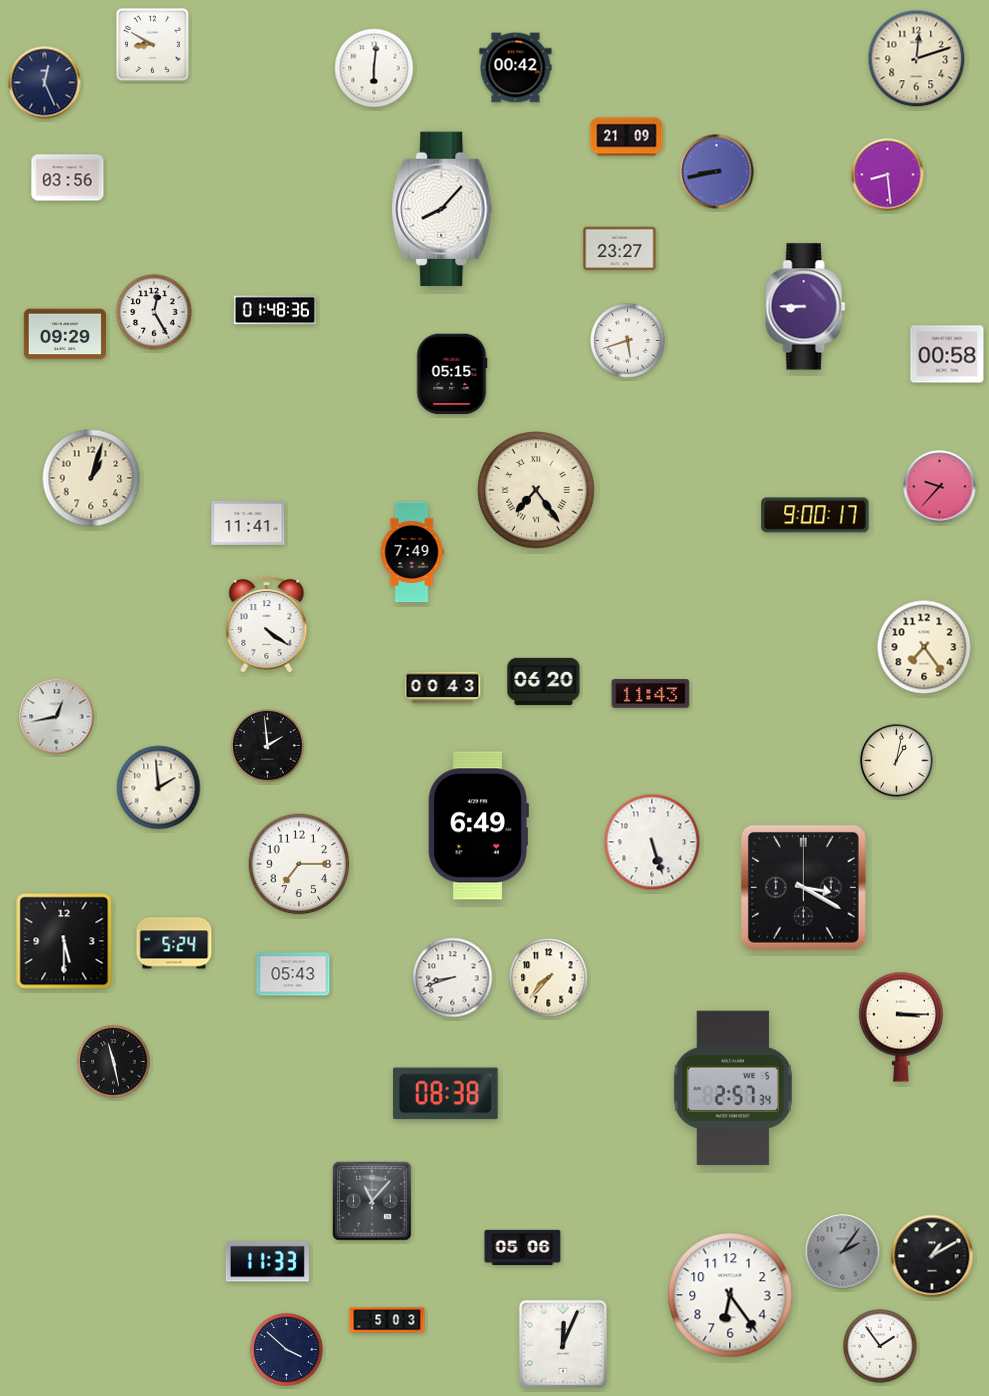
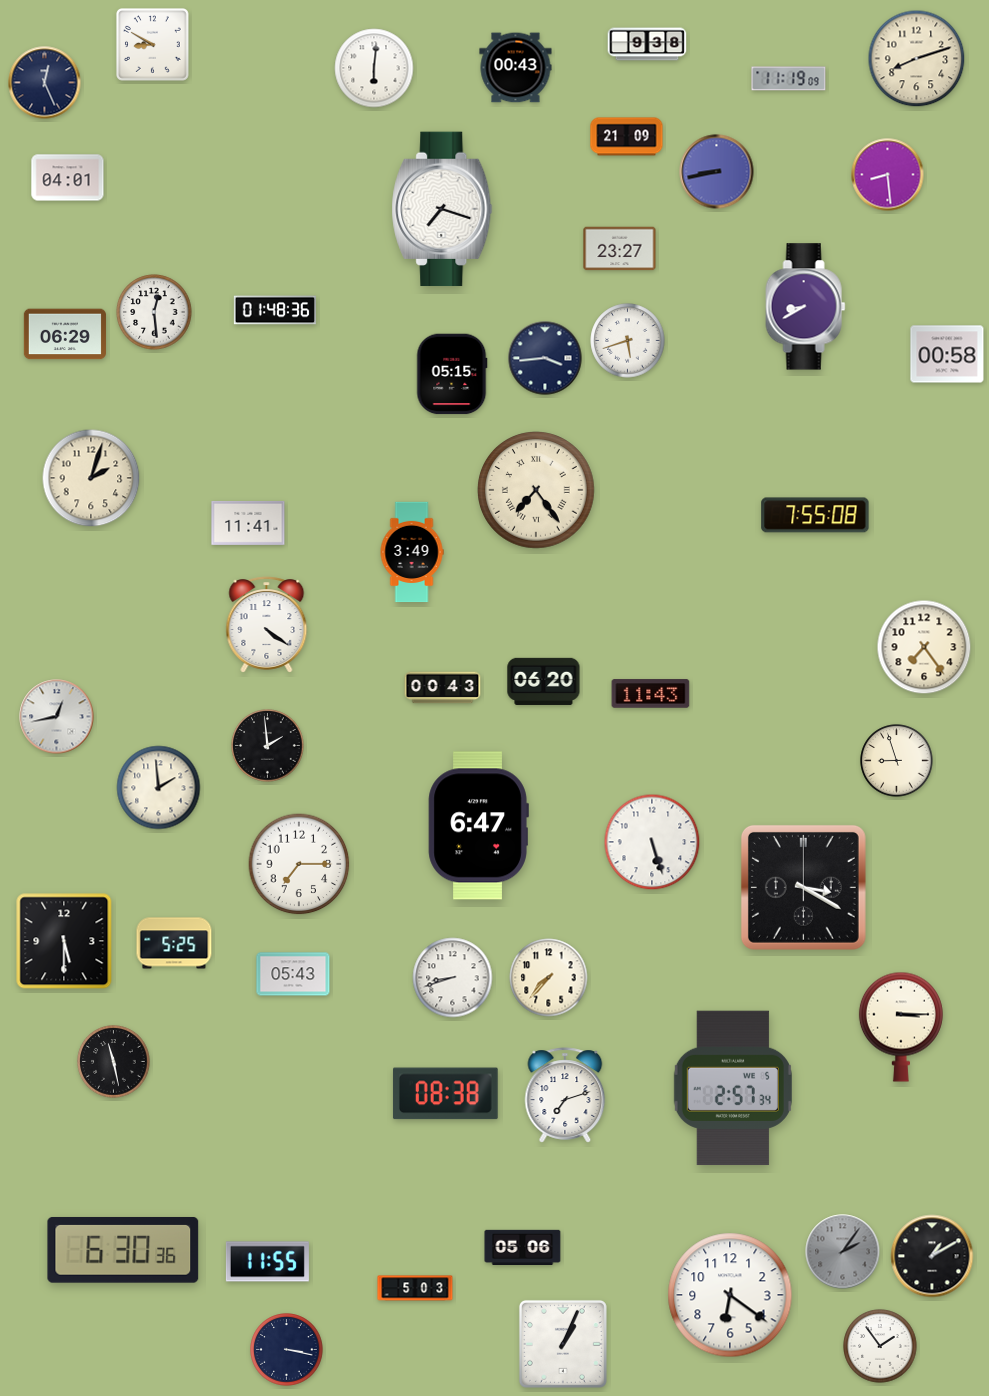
clock at (647, 44): none -> 9:38
clock at (917, 59): 12:12 -> 8:12
clock at (516, 68): 00:42 -> 00:43
clock at (789, 79): none -> 11:19
clock at (68, 178): 03:56 -> 04:01
clock at (442, 209): 8:07 -> 7:18
clock at (806, 307): 8:45 -> 8:40
clock at (154, 312): 12:25 -> 12:29
clock at (65, 334): 09:29 -> 06:29
clock at (545, 358): none -> 3:44
clock at (91, 478): 1:03 -> 2:03
clock at (940, 487): 9:37 -> none
clock at (815, 515): 9:00 -> 7:55
clock at (412, 552): 7:49 -> 3:49
clock at (897, 761): 1:02 -> 8:57
clock at (478, 826): 6:49 -> 6:47
clock at (174, 943): 5:24 -> 5:25
clock at (565, 1095): none -> 7:12
clock at (372, 1201): 11:07 -> none
clock at (123, 1250): none -> 6:30
clock at (267, 1262): 11:33 -> 11:55
clock at (730, 1295): 6:24 -> 6:21
clock at (387, 1320) position: (387, 1320) -> (415, 1288)
clock at (563, 1344): 12:04 -> 1:04
clock at (287, 1350): 3:52 -> 3:17
